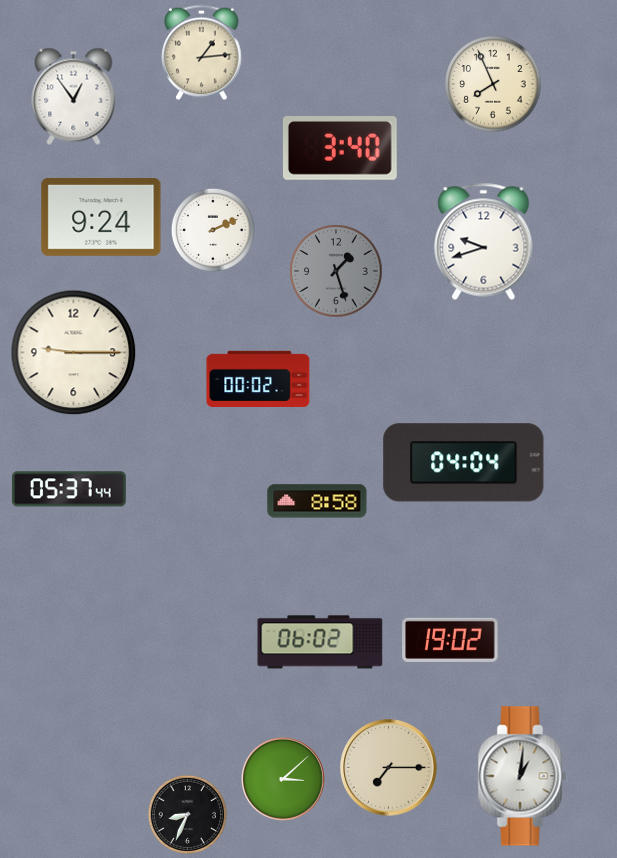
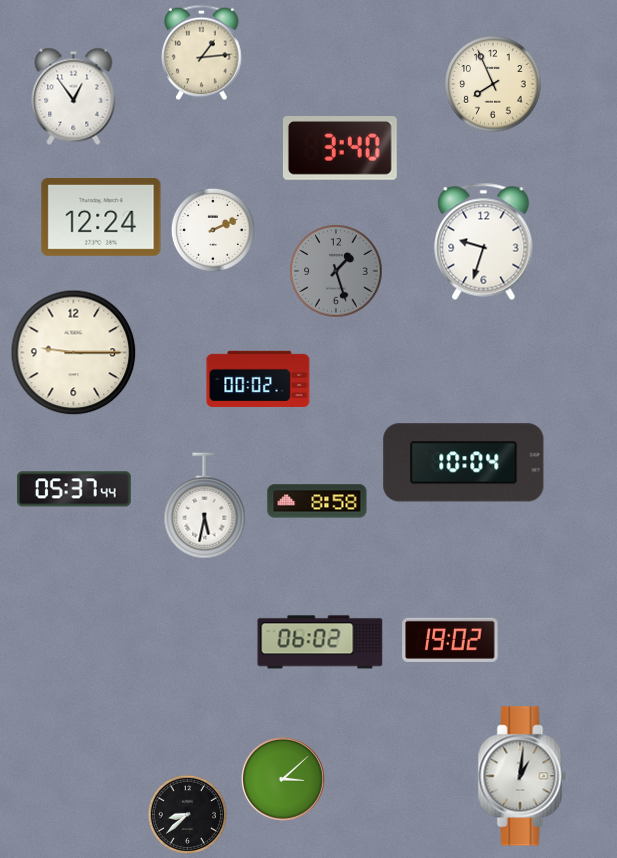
clock at (101, 217): 9:24 -> 12:24
clock at (484, 241): 9:42 -> 9:33
clock at (464, 463): 04:04 -> 10:04
clock at (69, 489) position: (69, 489) -> (74, 489)
clock at (205, 506): none -> 5:32
clock at (389, 768): 7:15 -> none
clock at (187, 814): 8:34 -> 8:38
